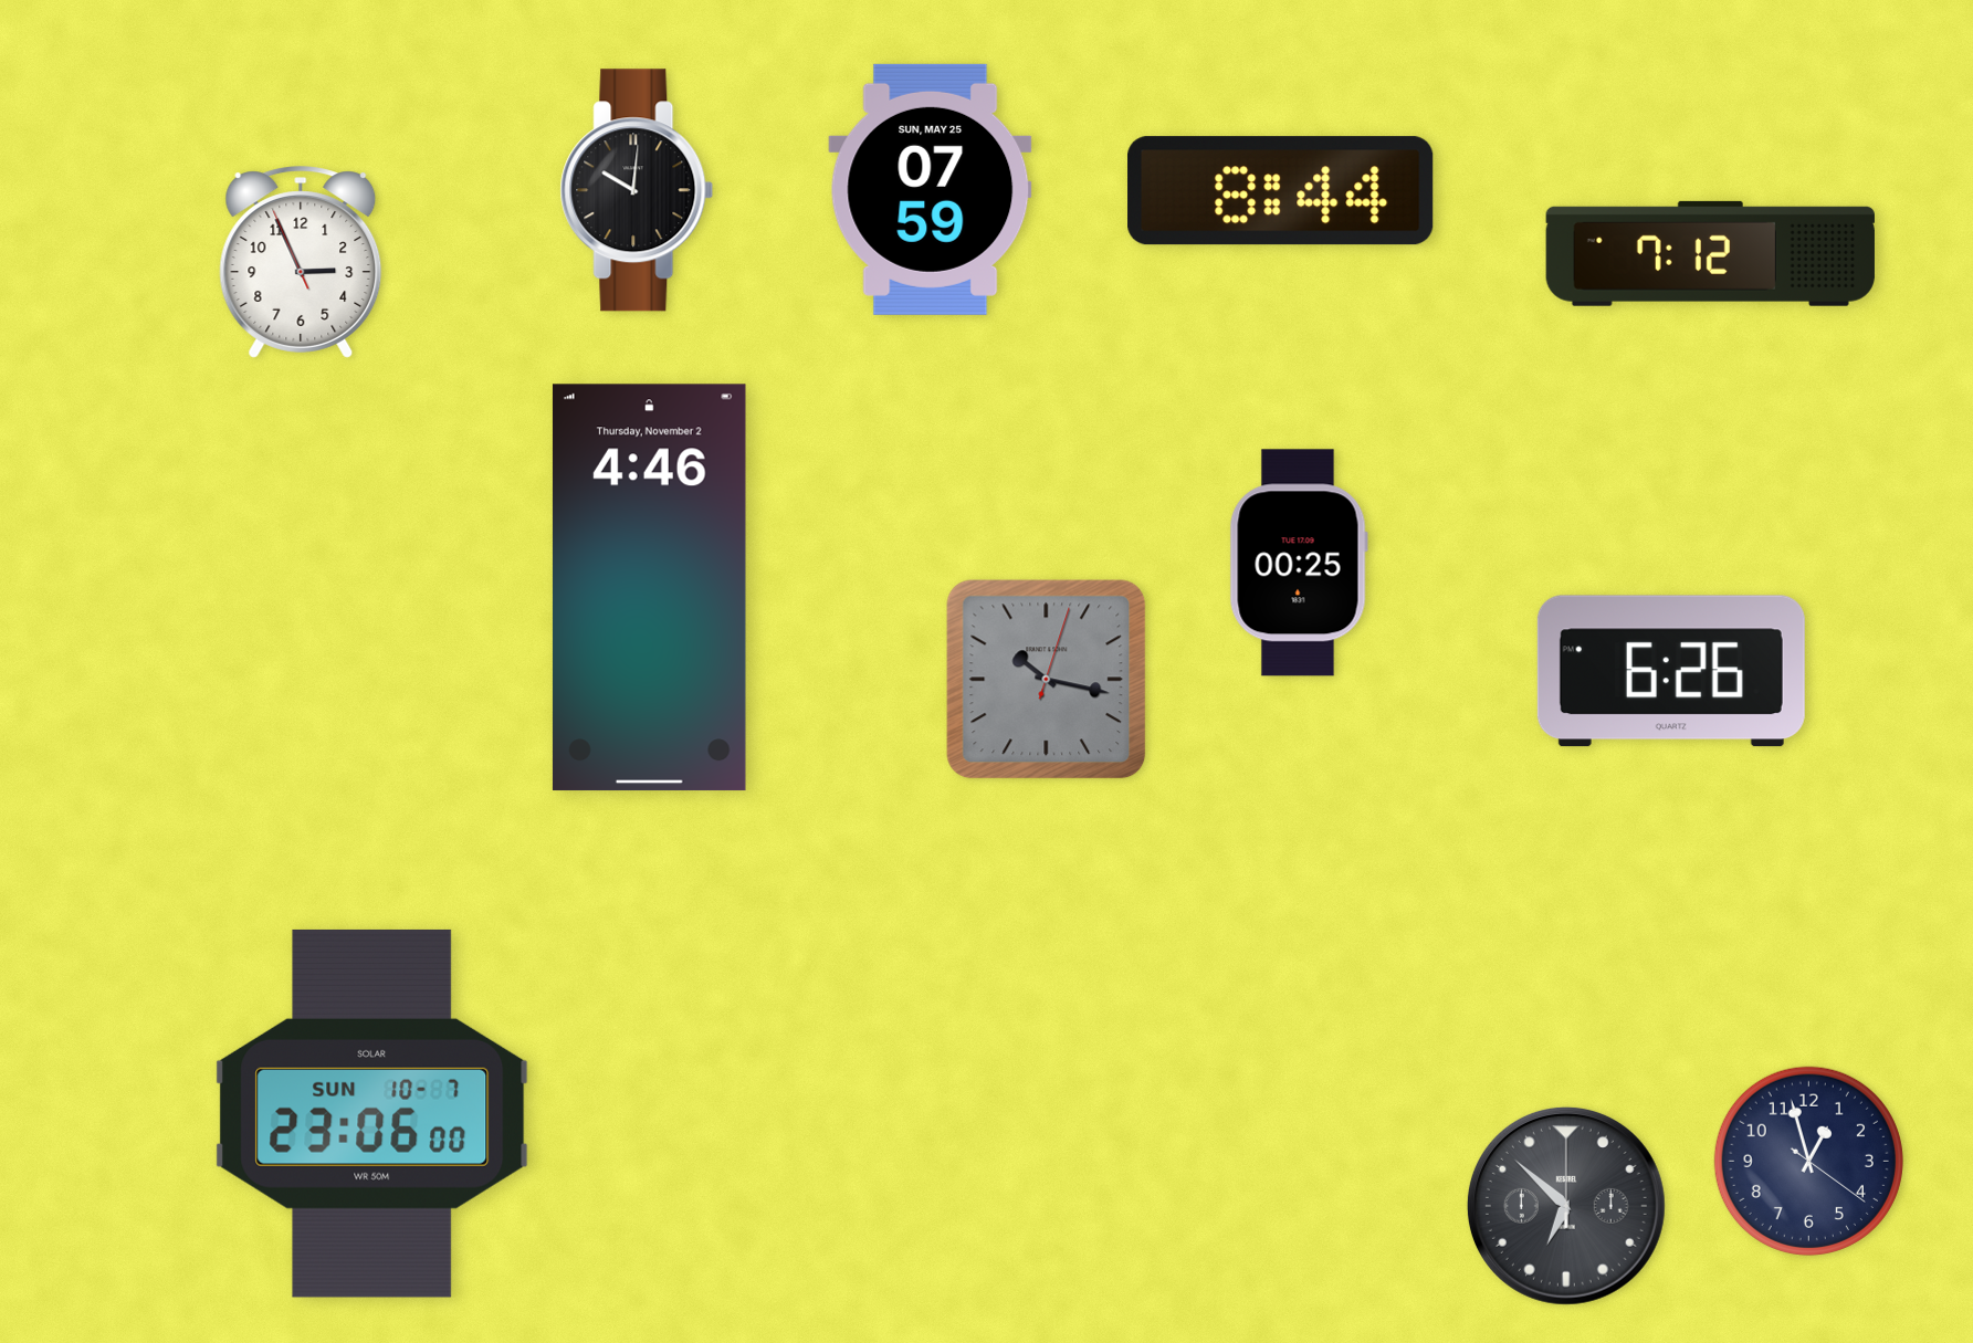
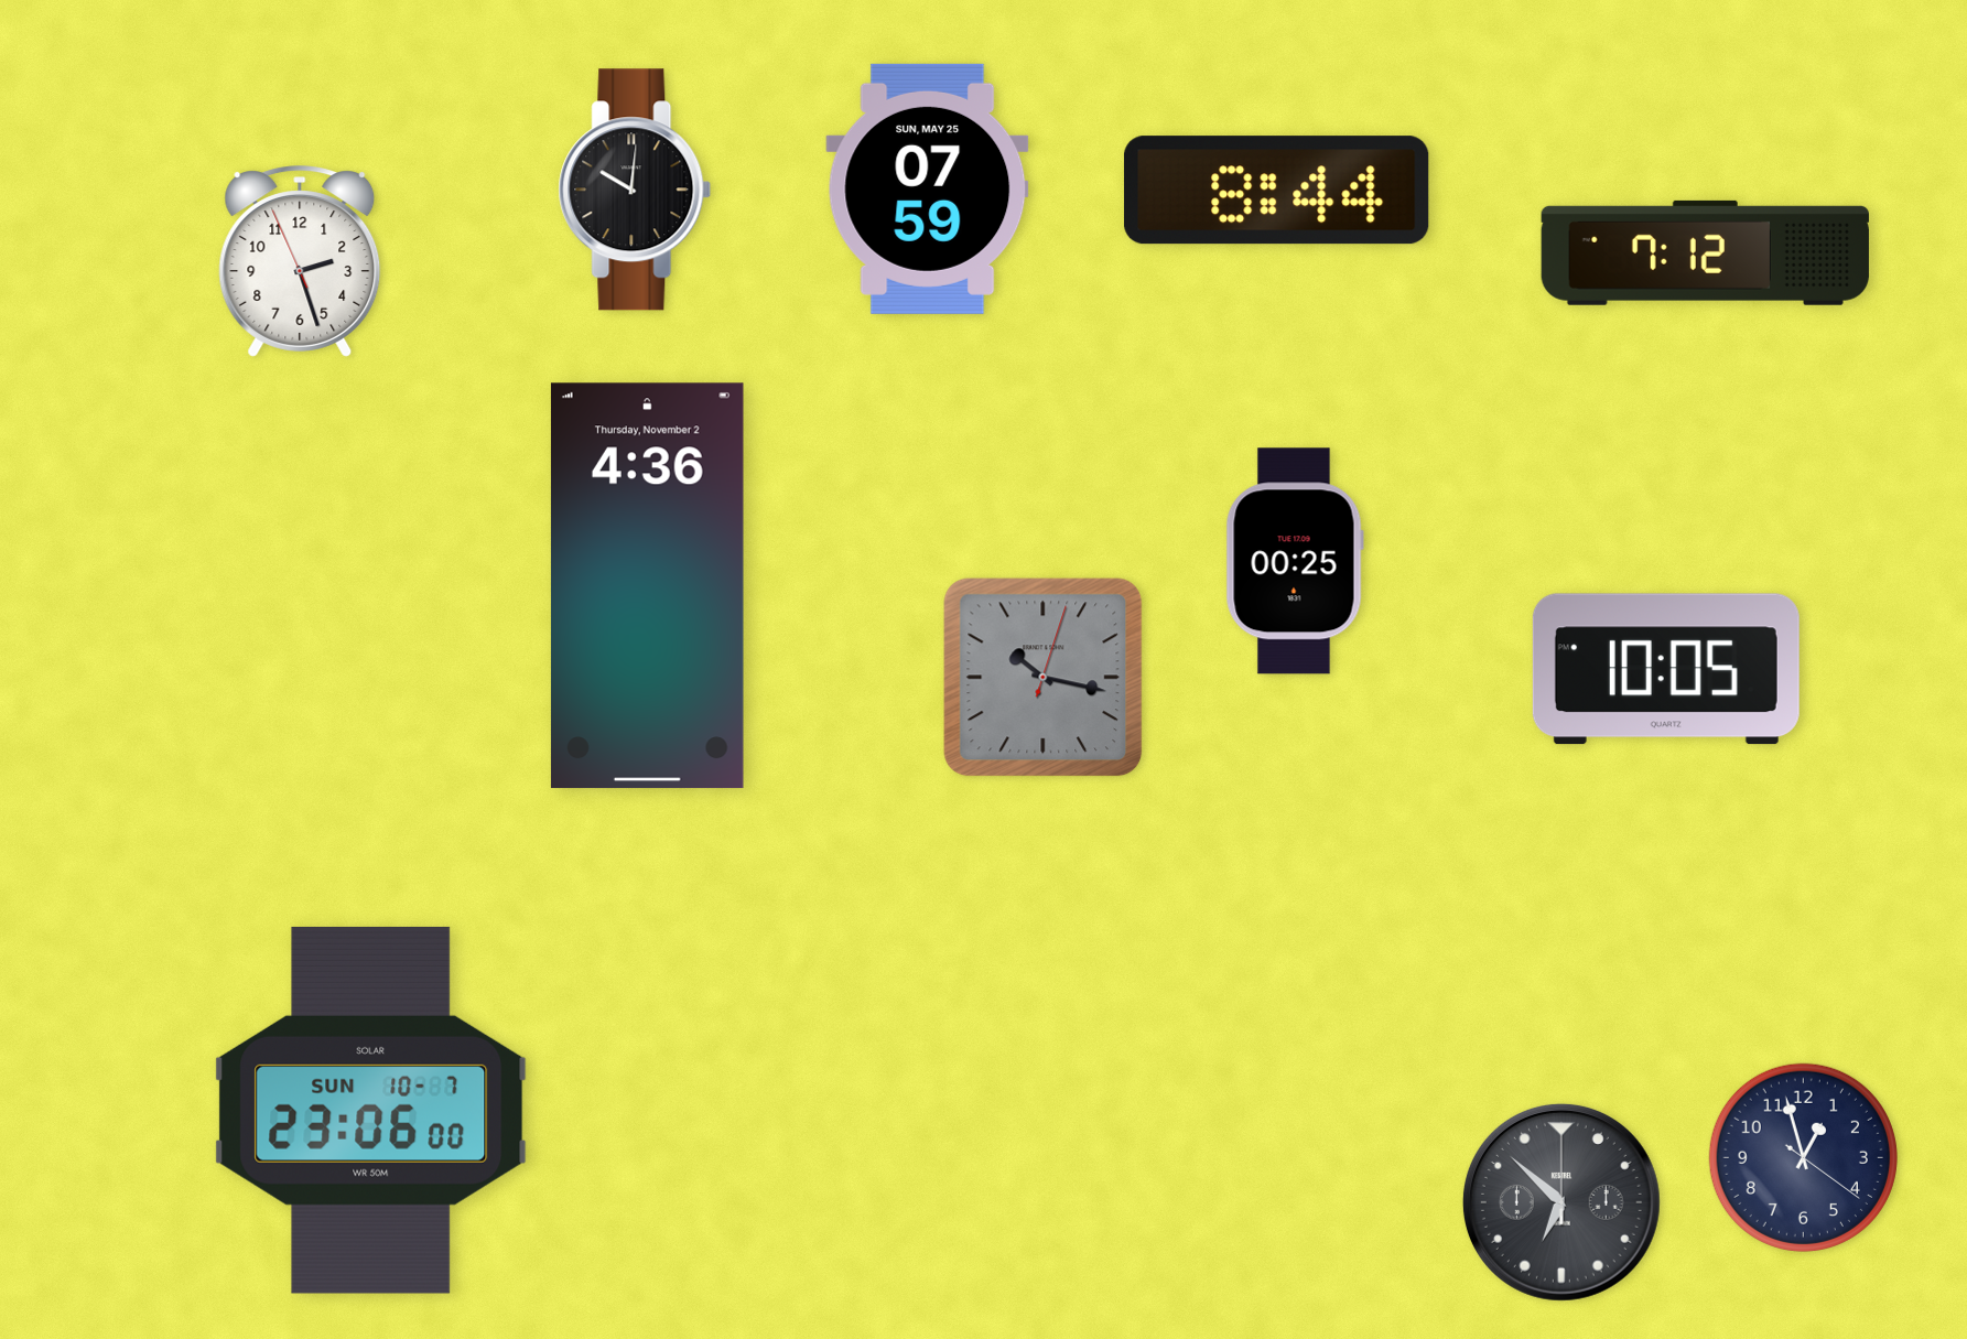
clock at (301, 262): 2:55 -> 2:26
clock at (649, 588): 4:46 -> 4:36
clock at (1671, 671): 6:26 -> 10:05
